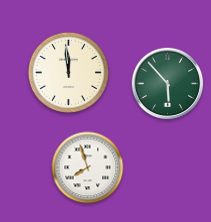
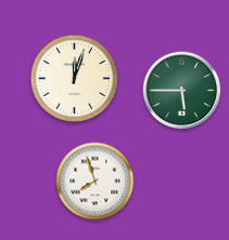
clock at (68, 72): 11:59 -> 12:03
clock at (168, 84): 5:53 -> 5:45
